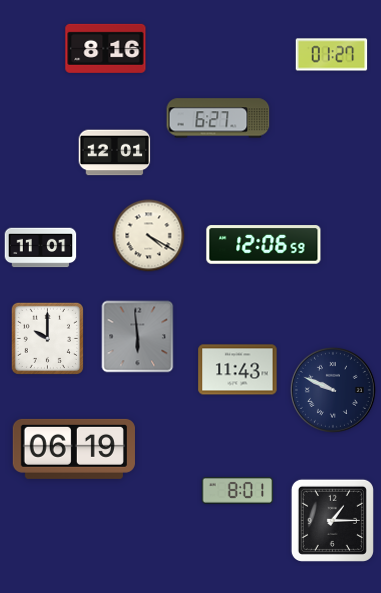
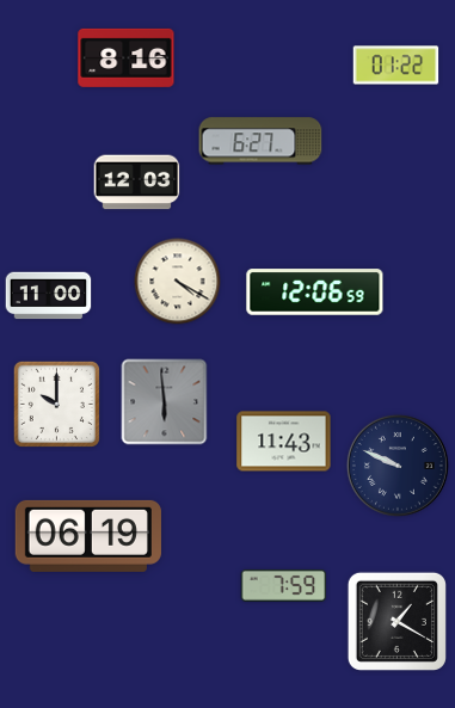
clock at (332, 55): 01:27 -> 01:22
clock at (115, 153): 12:01 -> 12:03
clock at (41, 248): 11:01 -> 11:00
clock at (238, 491): 8:01 -> 7:59
clock at (332, 520): 1:15 -> 1:20
